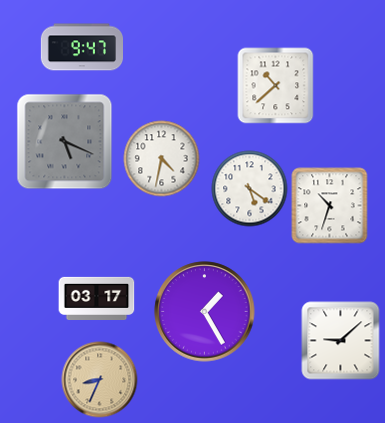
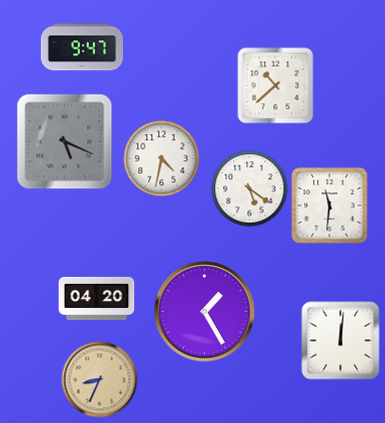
clock at (330, 206): 10:33 -> 11:31
clock at (97, 298): 03:17 -> 04:20
clock at (341, 341): 9:08 -> 12:01
